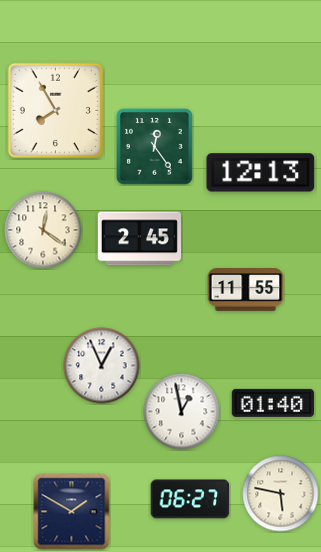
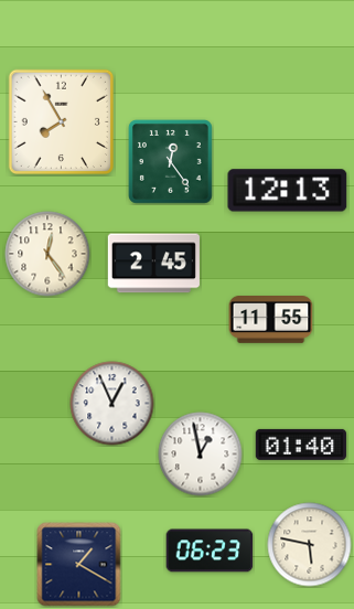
clock at (43, 230): 12:21 -> 12:24
clock at (190, 499): 06:27 -> 06:23
clock at (72, 512): 1:50 -> 1:20
